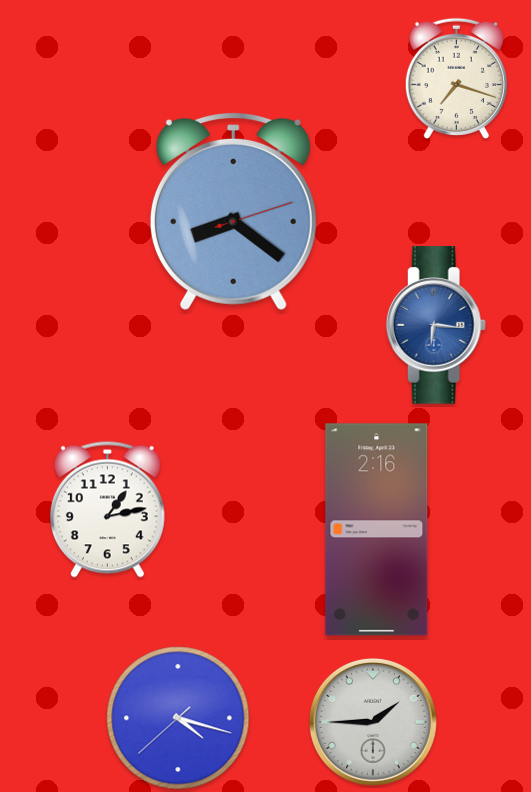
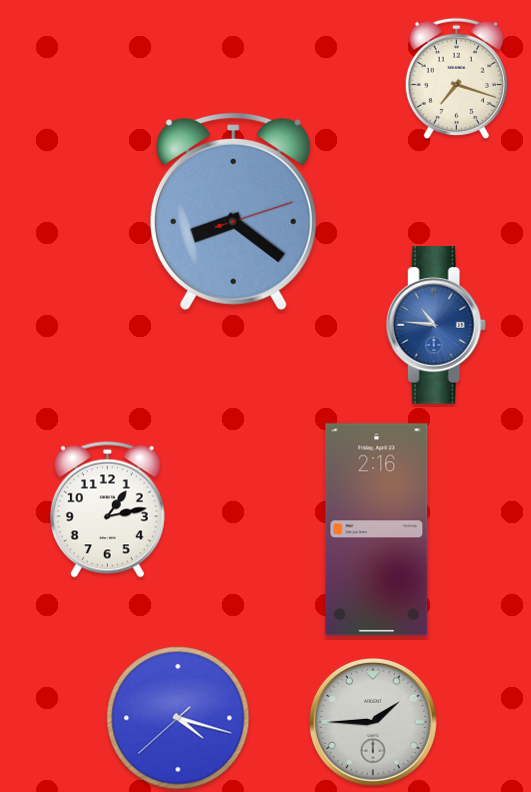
clock at (436, 325): 6:16 -> 10:46
